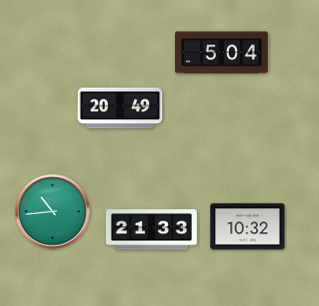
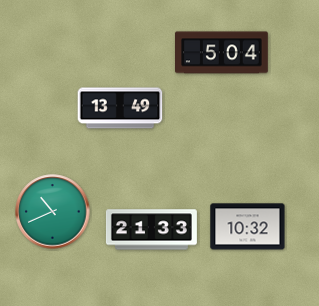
clock at (120, 108): 20:49 -> 13:49
clock at (53, 212): 10:44 -> 10:41
